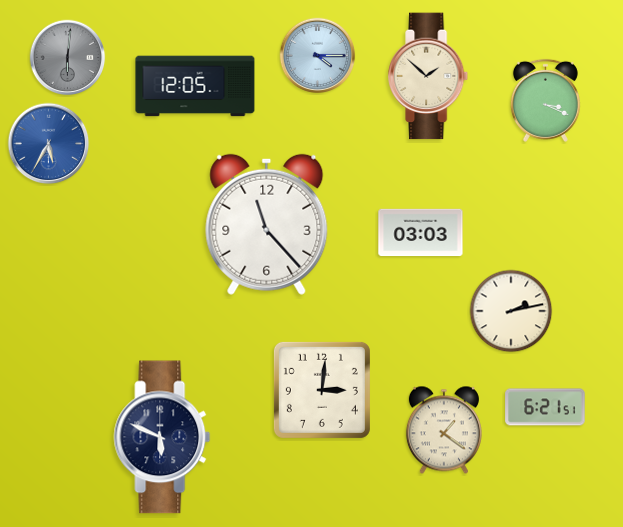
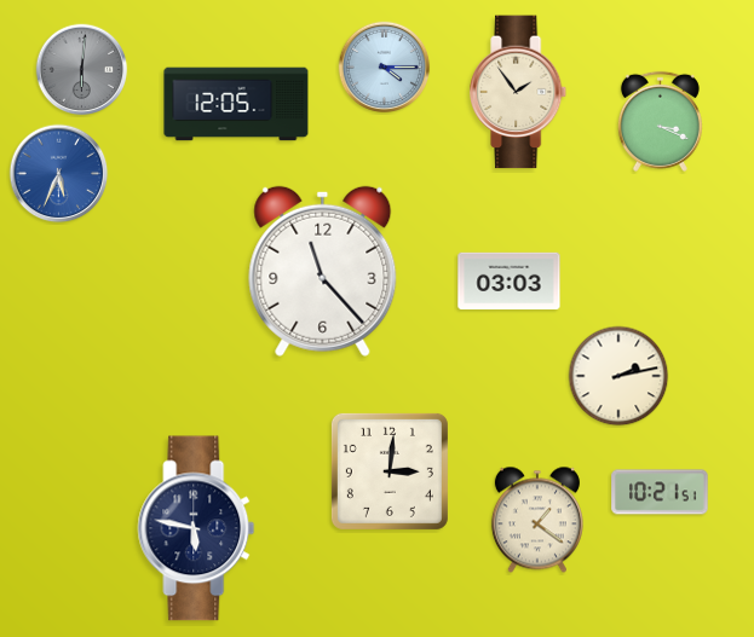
clock at (429, 76): 1:52 -> 1:54
clock at (49, 144): 5:35 -> 5:34
clock at (545, 407): 6:21 -> 10:21
clock at (162, 437): 5:49 -> 5:47
